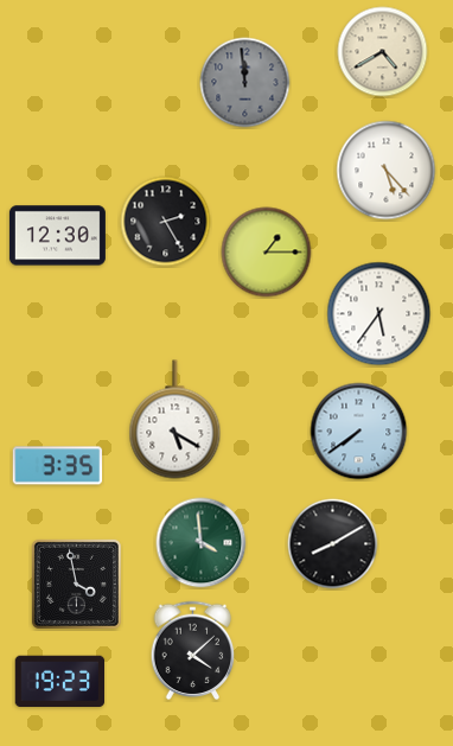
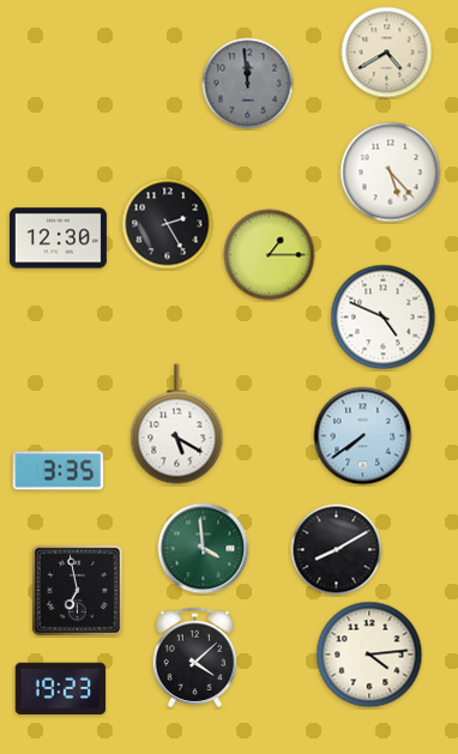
clock at (379, 314): 5:36 -> 4:49
clock at (76, 584): 3:58 -> 6:58
clock at (369, 655): none -> 4:14
